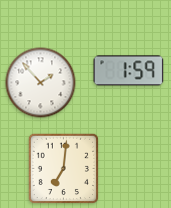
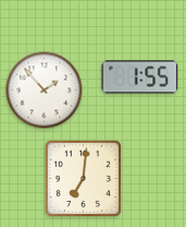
clock at (129, 71): 1:59 -> 1:55
clock at (64, 169) position: (64, 169) -> (84, 179)
